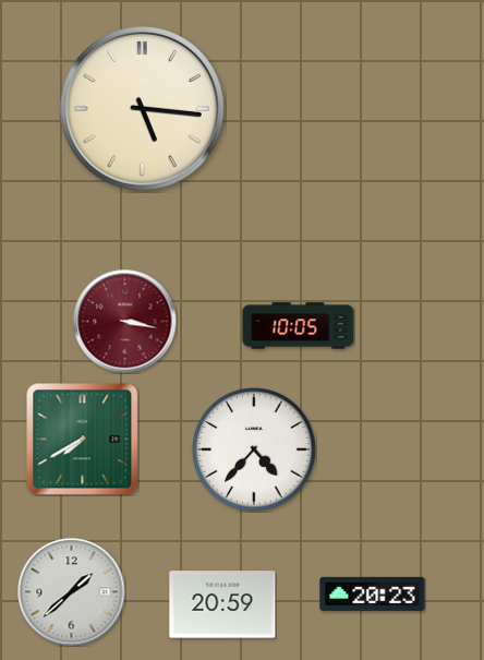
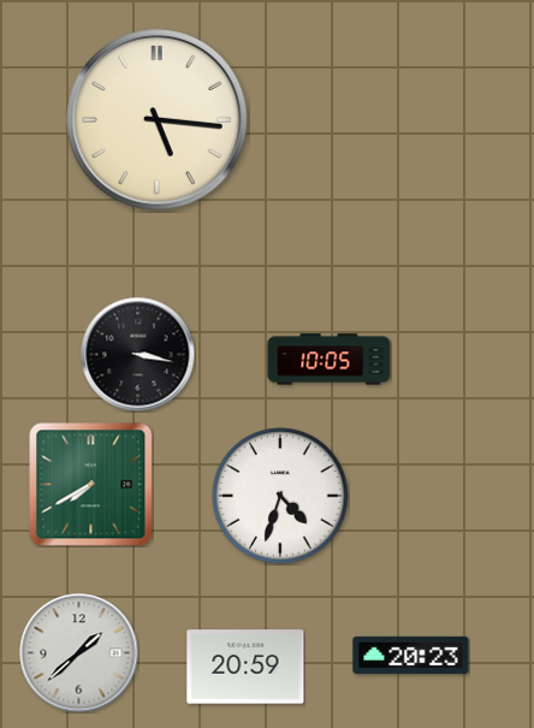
clock at (124, 321) dial: burgundy -> black
clock at (254, 449): 4:37 -> 4:33
